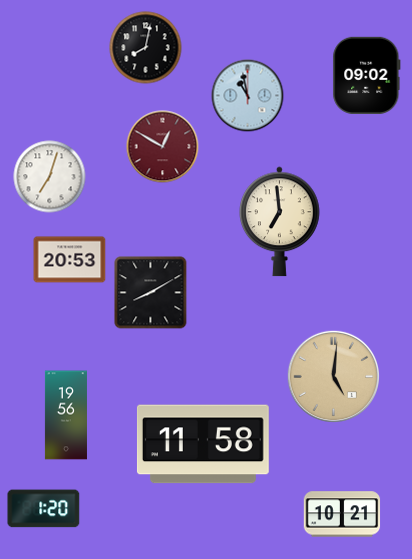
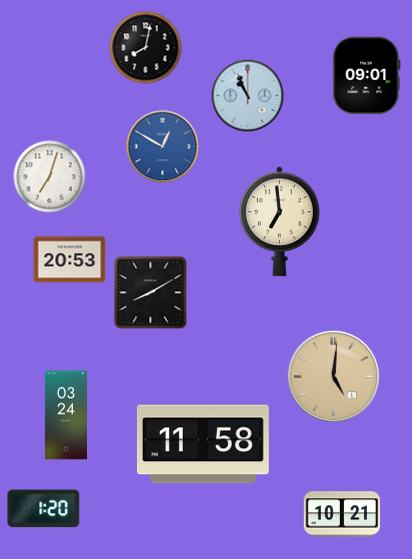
clock at (367, 75): 09:02 -> 09:01
clock at (248, 96): 10:58 -> 10:56
clock at (163, 147) dial: burgundy -> blue
clock at (66, 415): 19:56 -> 03:24
